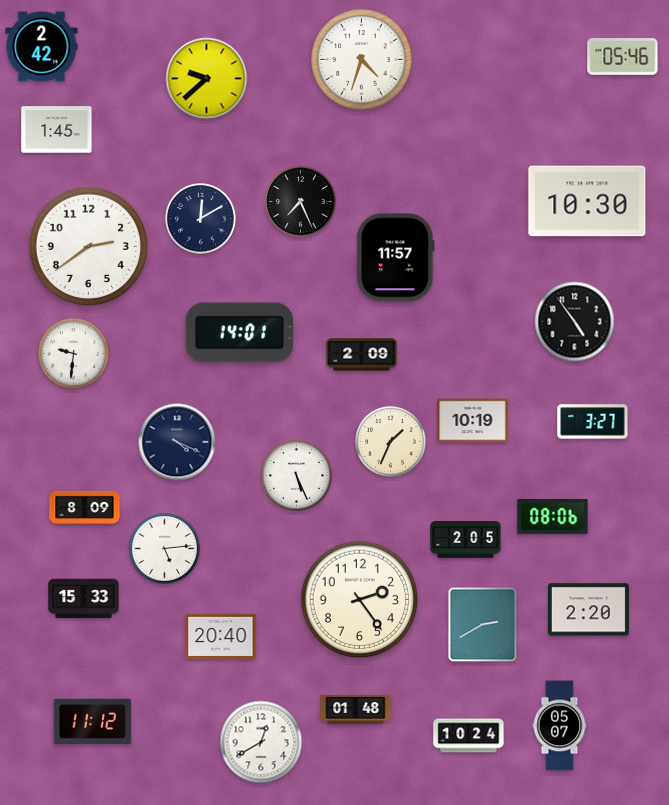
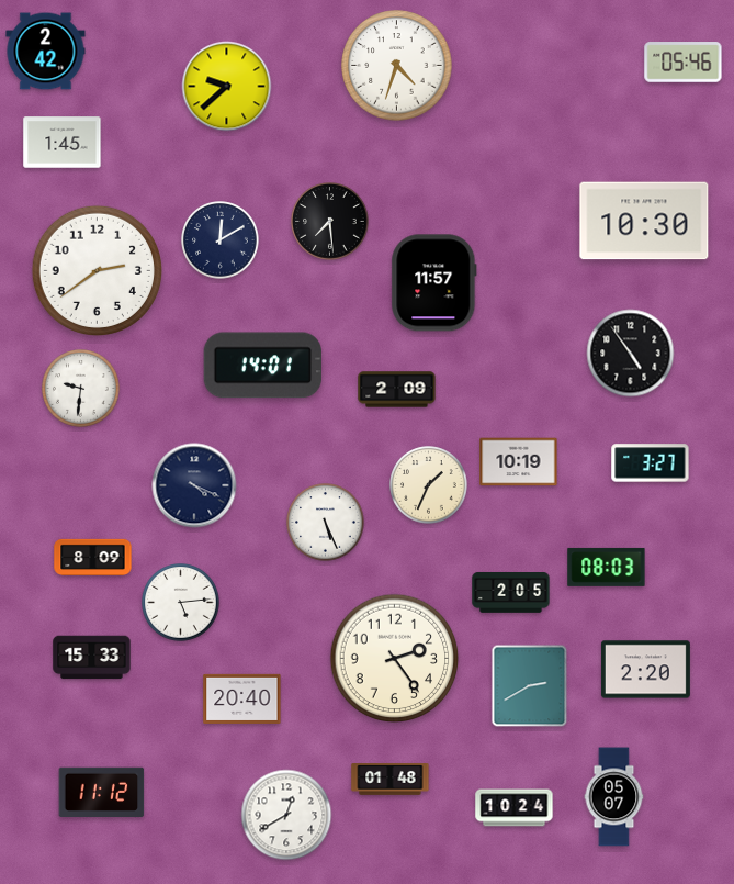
clock at (301, 202): 7:26 -> 7:29
clock at (553, 516): 08:06 -> 08:03
